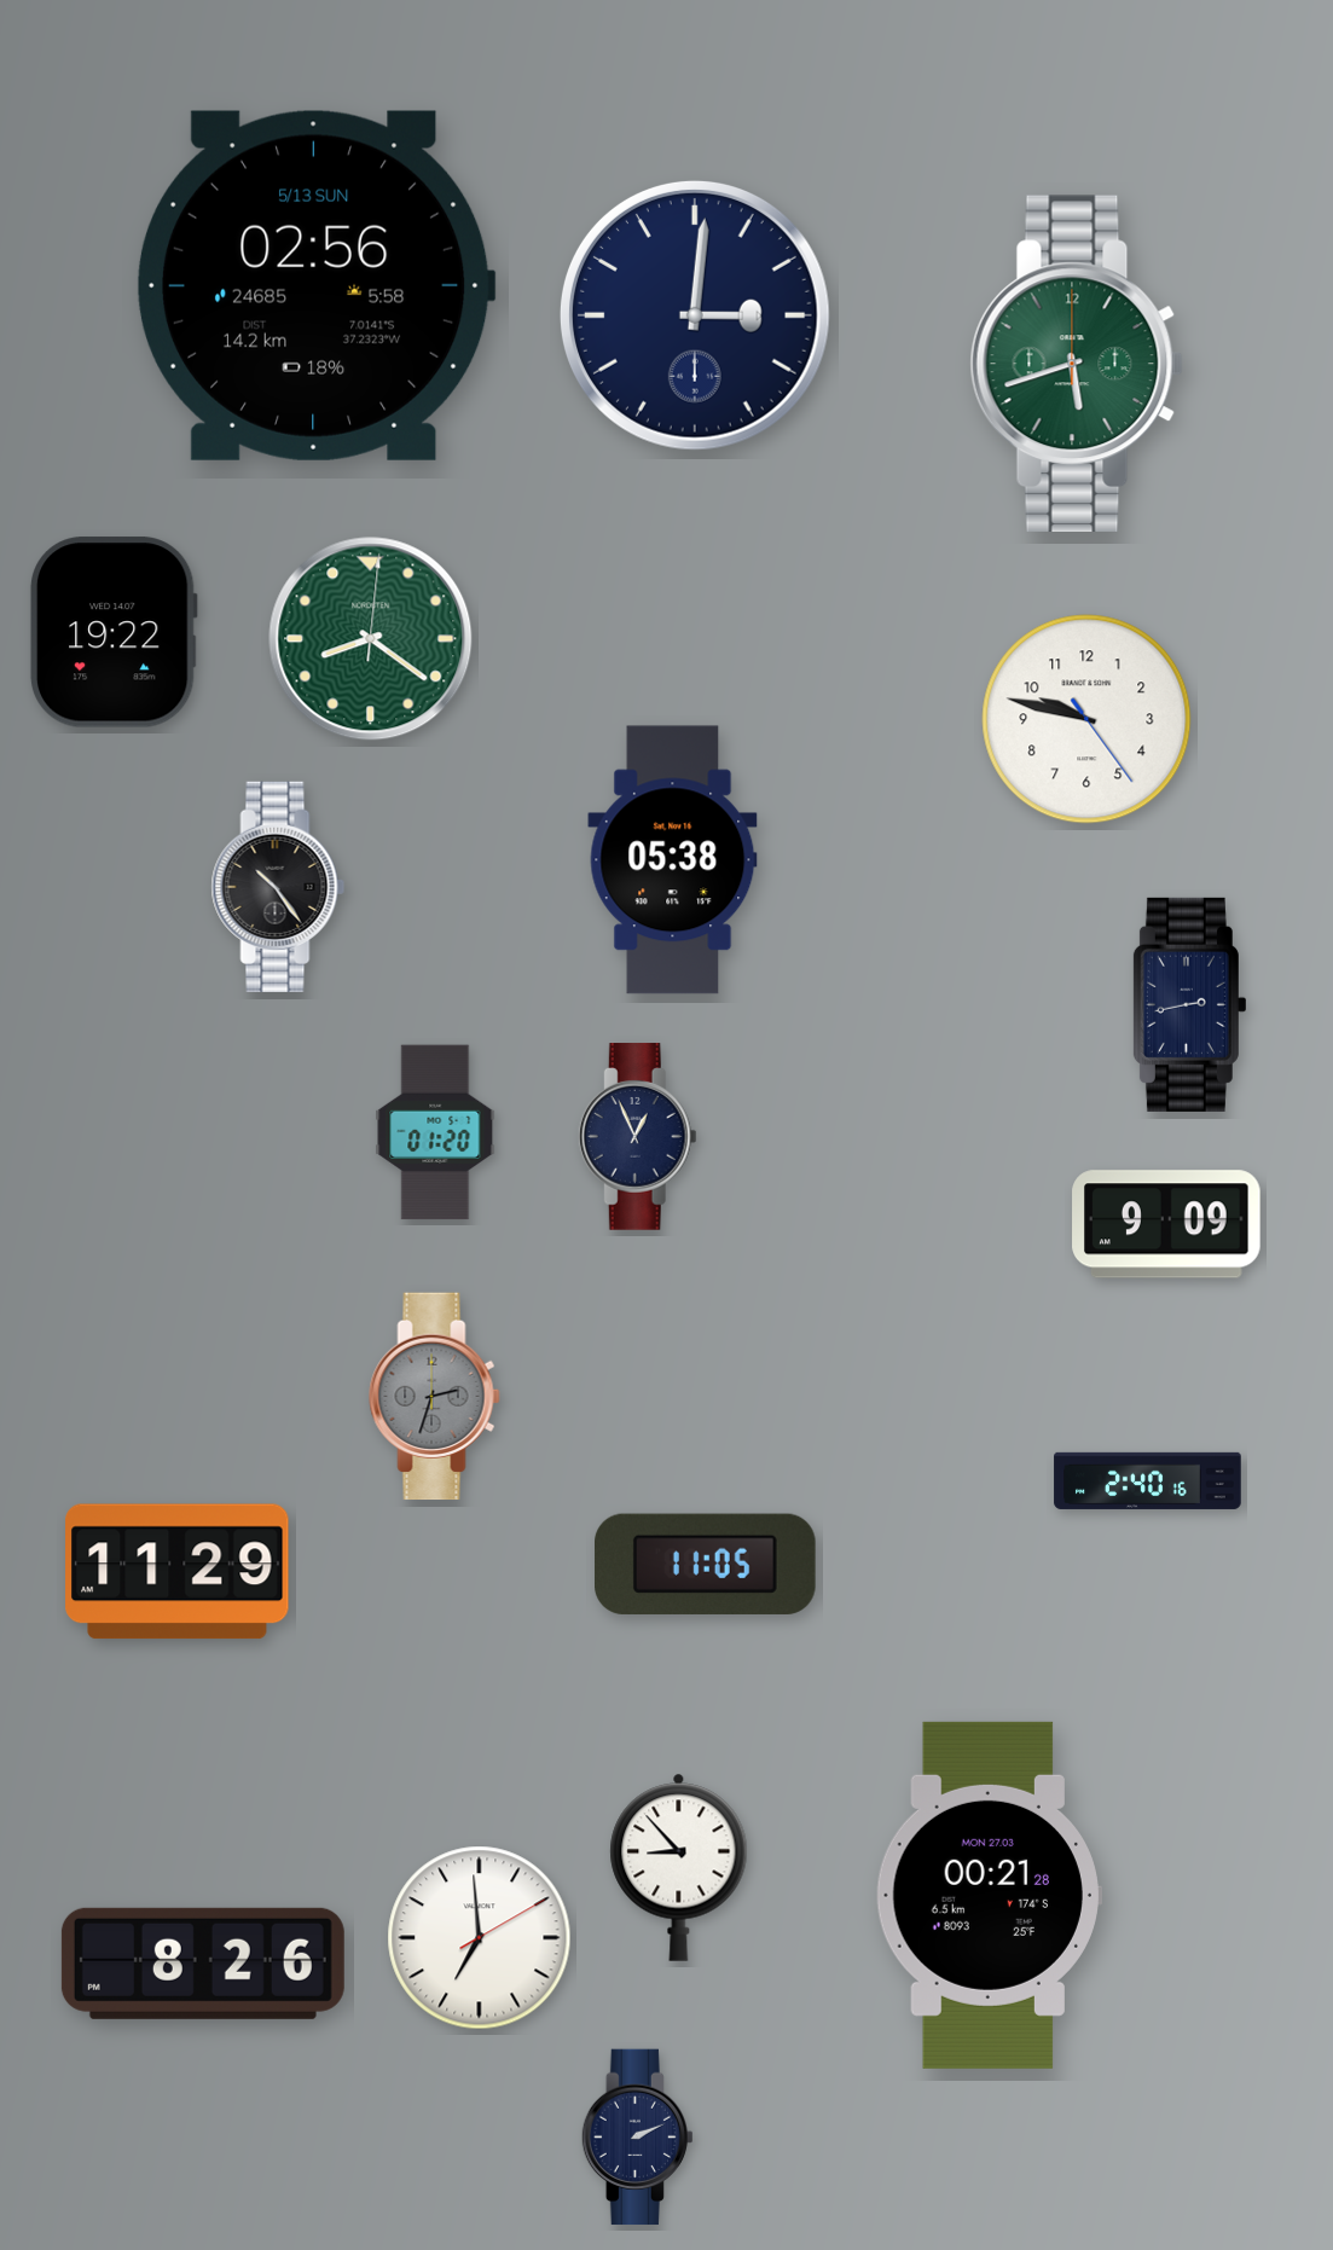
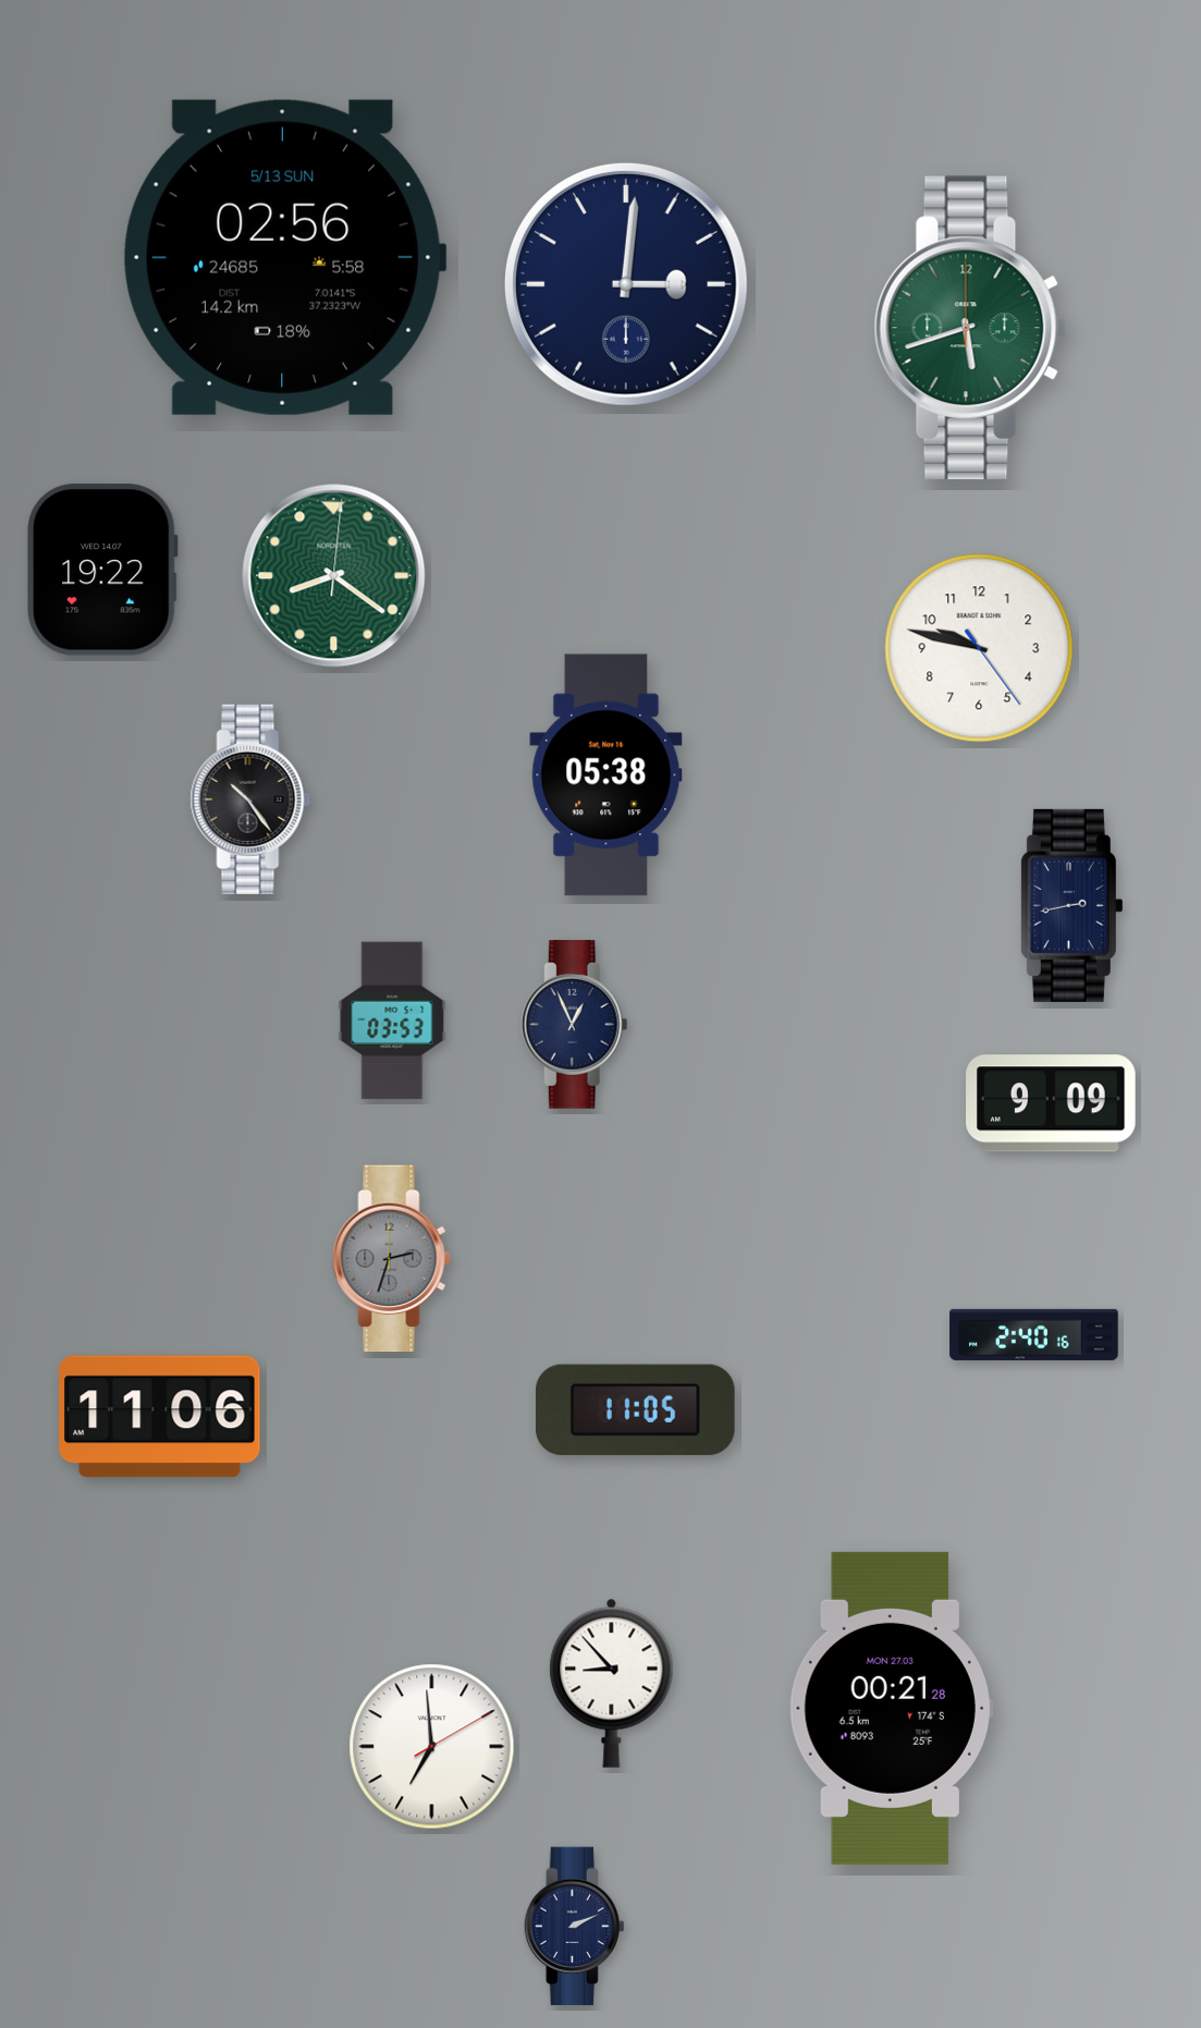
clock at (435, 1132): 01:20 -> 03:53
clock at (178, 1572): 11:29 -> 11:06
clock at (203, 1964): 8:26 -> none
